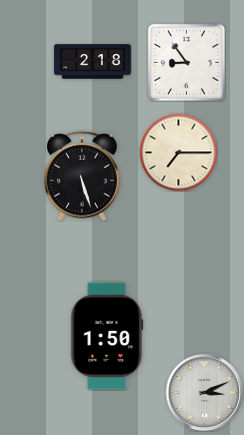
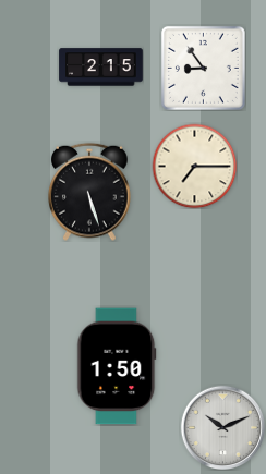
clock at (93, 62): 2:18 -> 2:15
clock at (204, 392): 3:11 -> 10:11
